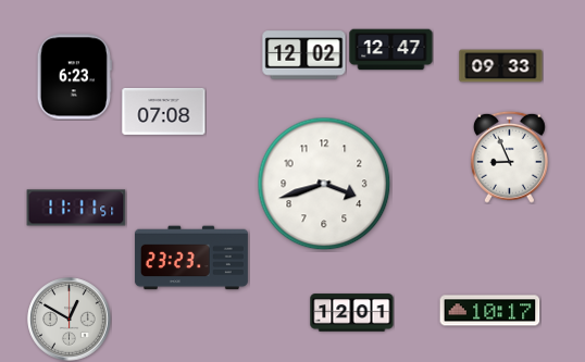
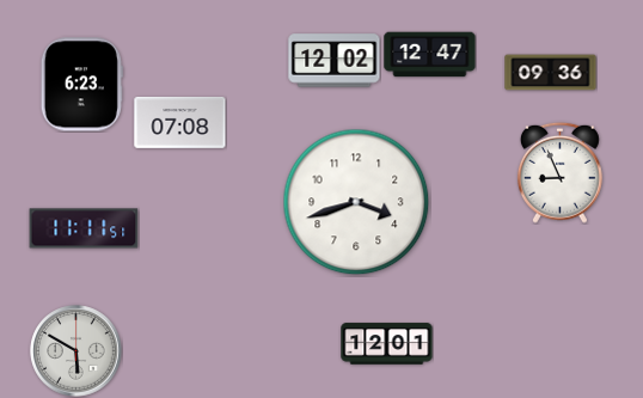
clock at (501, 66): 09:33 -> 09:36
clock at (191, 258): 23:23 -> none
clock at (490, 311): 10:17 -> none
clock at (70, 320): 12:50 -> 5:50
